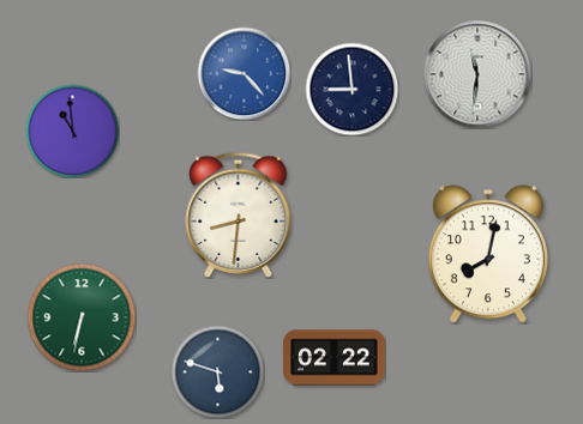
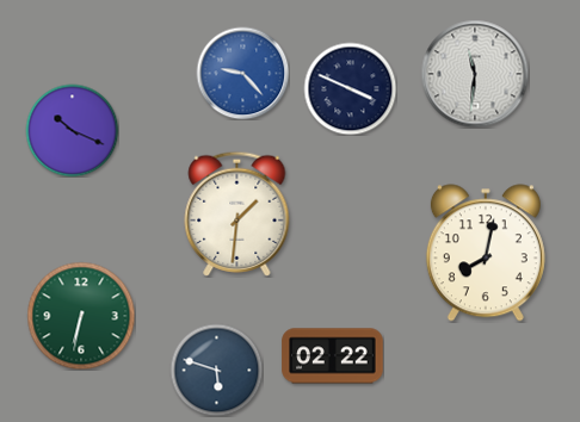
clock at (351, 89): 8:59 -> 3:49
clock at (72, 131): 10:59 -> 10:19
clock at (239, 214): 8:31 -> 1:31
